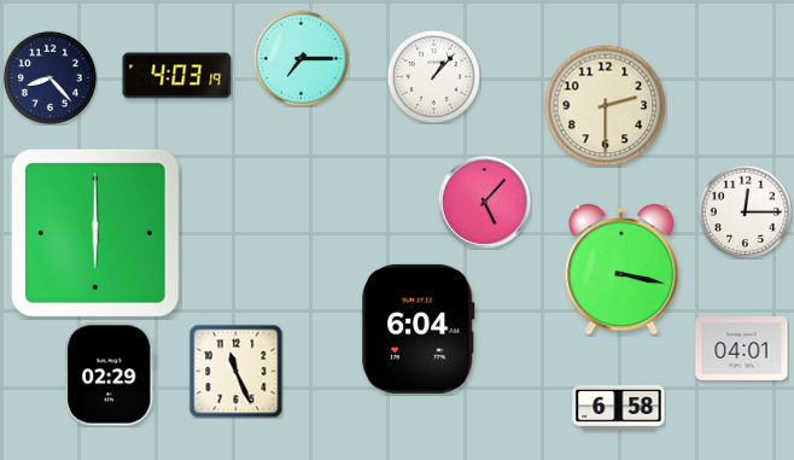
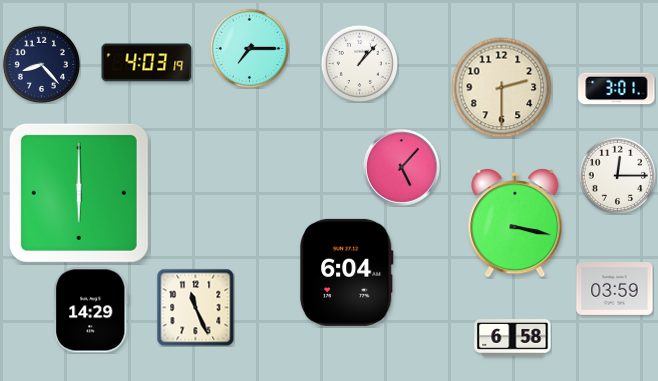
clock at (617, 89): none -> 3:01
clock at (742, 349): 04:01 -> 03:59
clock at (110, 374): 02:29 -> 14:29
